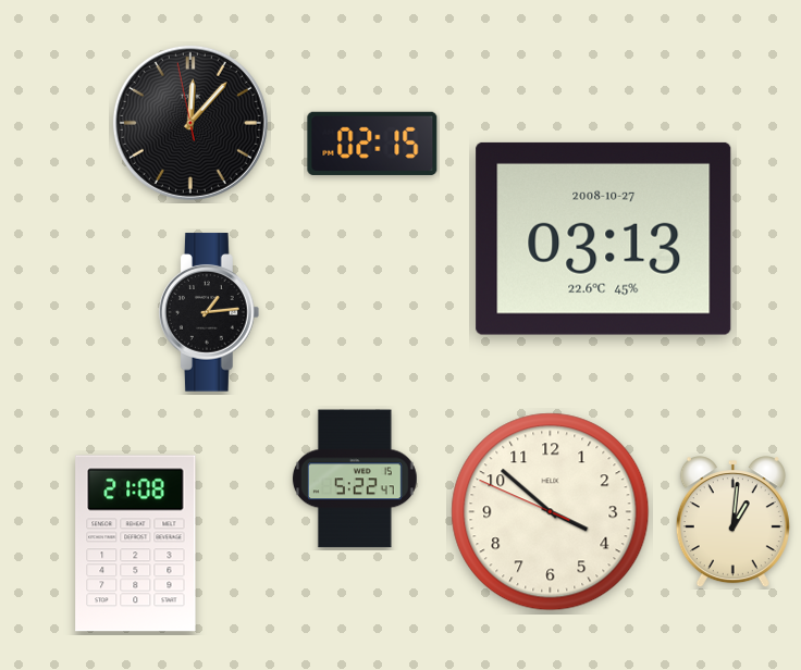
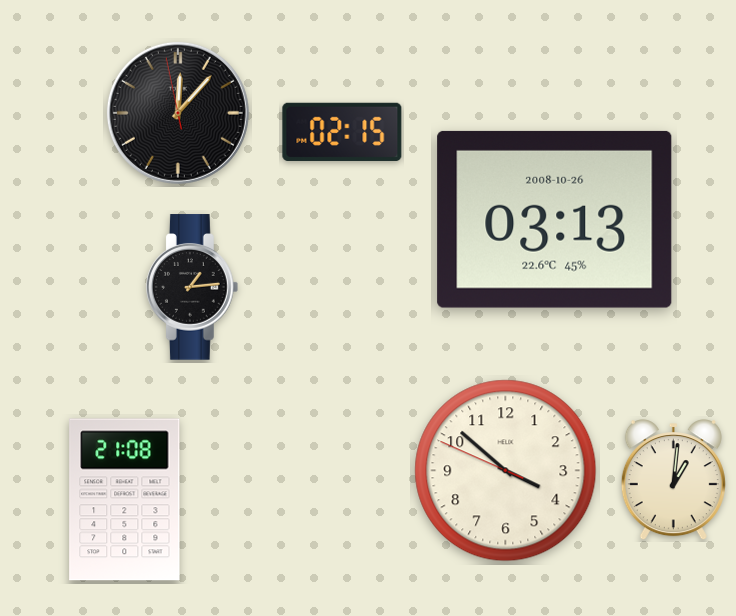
clock at (190, 123) position: (190, 123) -> (178, 113)
clock at (604, 238) date: 2008-10-27 -> 2008-10-26
clock at (355, 479): 5:22 -> none
